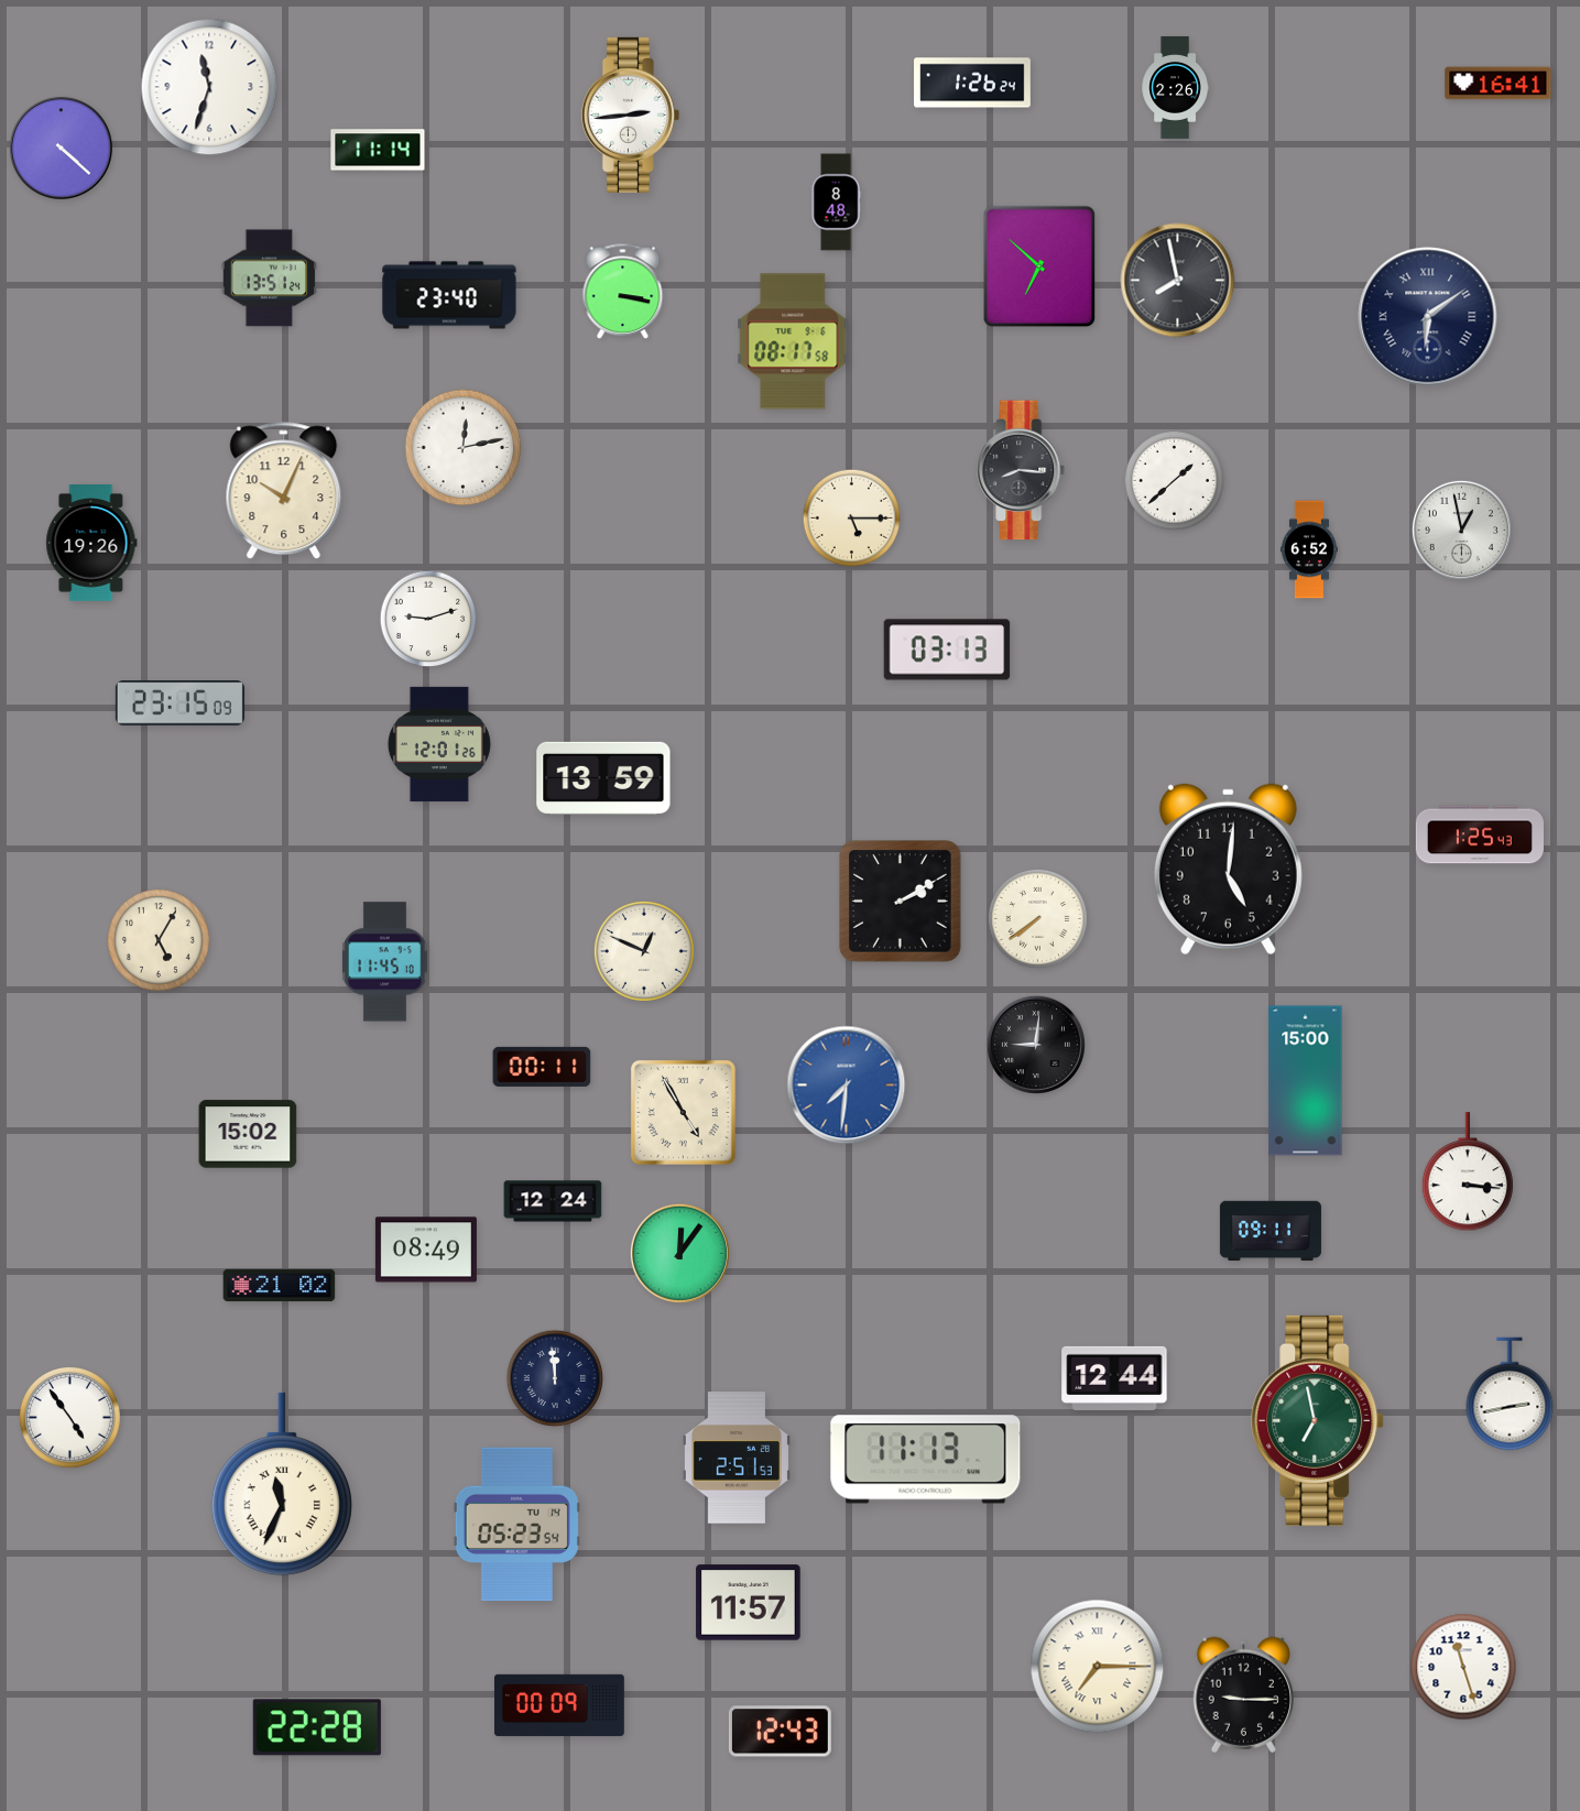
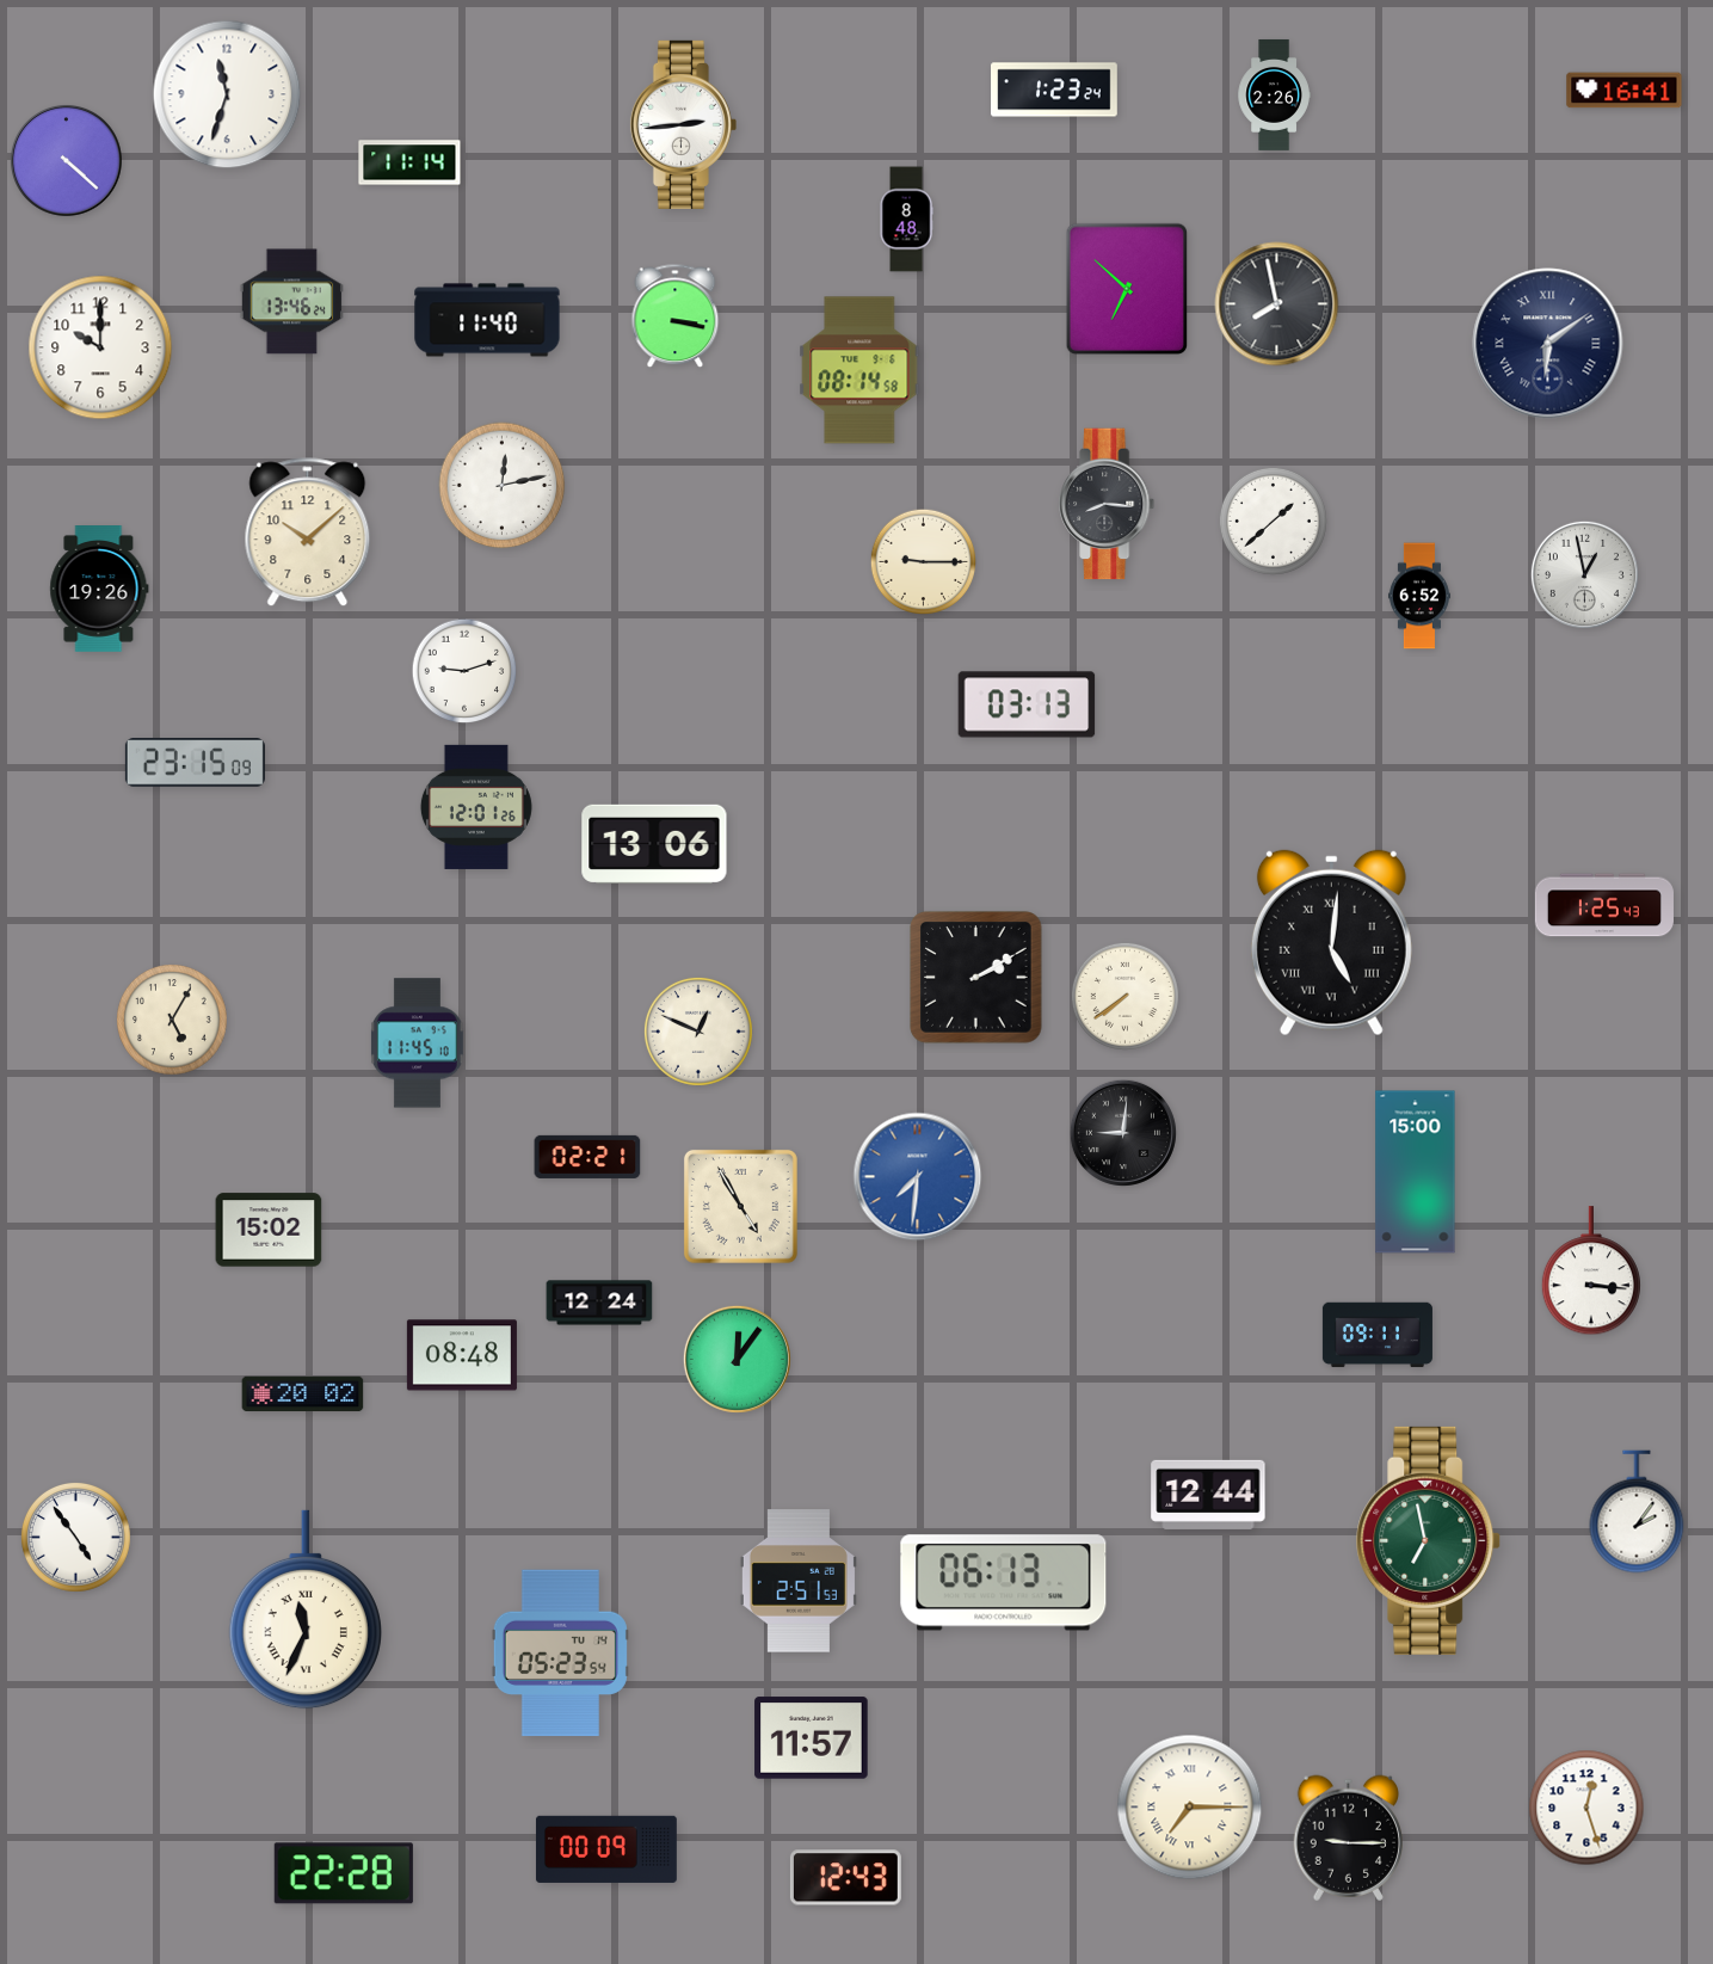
clock at (973, 83): 1:26 -> 1:23
clock at (269, 279): 13:51 -> 13:46
clock at (449, 295): 23:40 -> 11:40
clock at (100, 347): none -> 10:00
clock at (793, 341): 08:17 -> 08:14
clock at (1022, 470) position: (1022, 470) -> (1108, 504)
clock at (284, 491): 10:04 -> 10:08
clock at (851, 517): 5:15 -> 9:15
clock at (603, 777): 13:59 -> 13:06
clock at (1228, 870) numerals: Arabic -> Roman
clock at (542, 1067): 00:11 -> 02:21
clock at (426, 1250): 08:49 -> 08:48
clock at (280, 1286): 21:02 -> 20:02
clock at (555, 1378): 11:59 -> none
clock at (1510, 1394): 2:43 -> 2:06
clock at (926, 1460): 11:13 -> 06:13
clock at (1463, 1667): 11:27 -> 12:27
